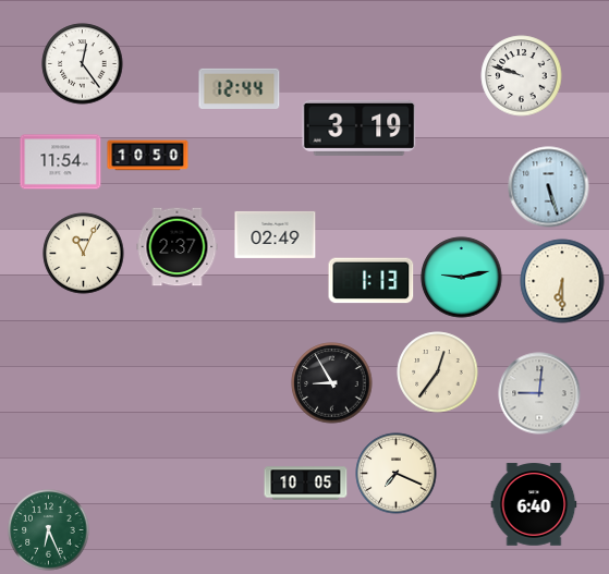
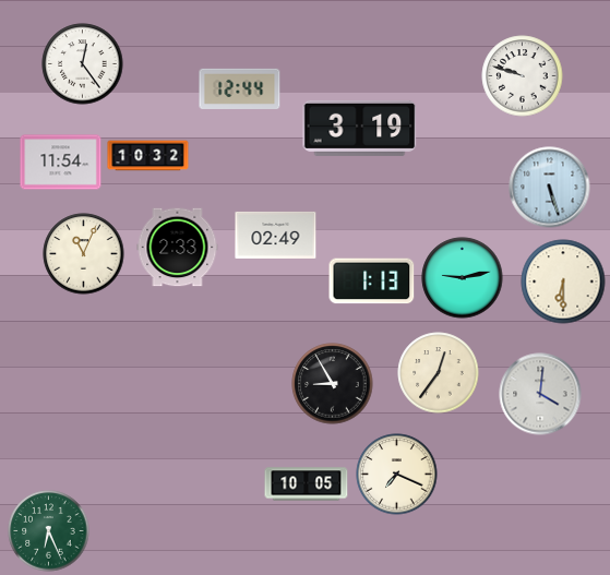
clock at (148, 156): 10:50 -> 10:32
clock at (178, 247): 2:37 -> 2:33
clock at (539, 393): 9:01 -> 4:01
clock at (534, 504): 6:40 -> none
